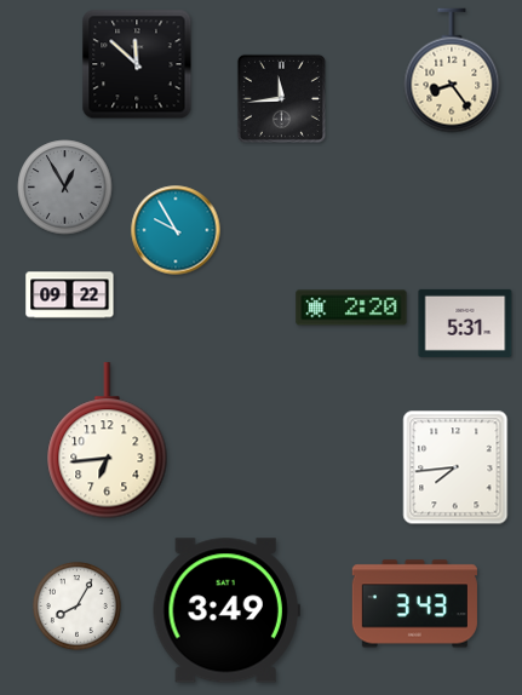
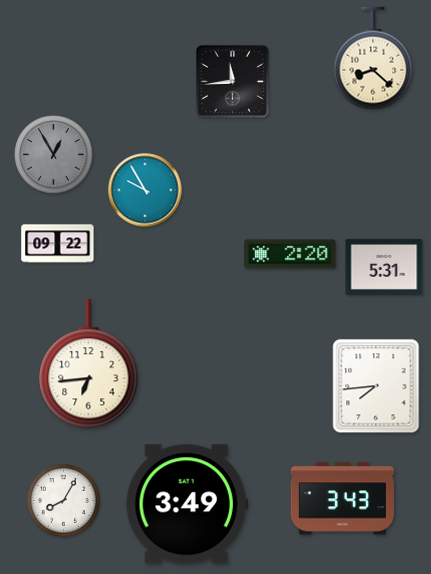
clock at (137, 64): 11:52 -> none
clock at (452, 70): 8:24 -> 8:22
